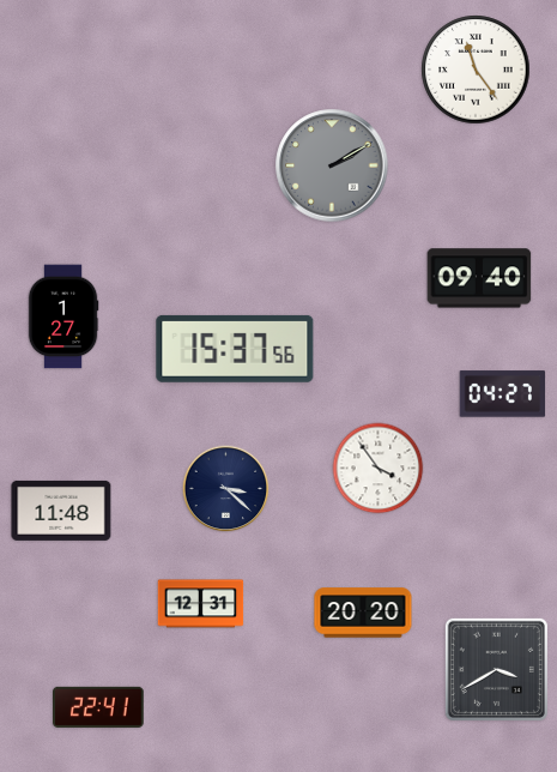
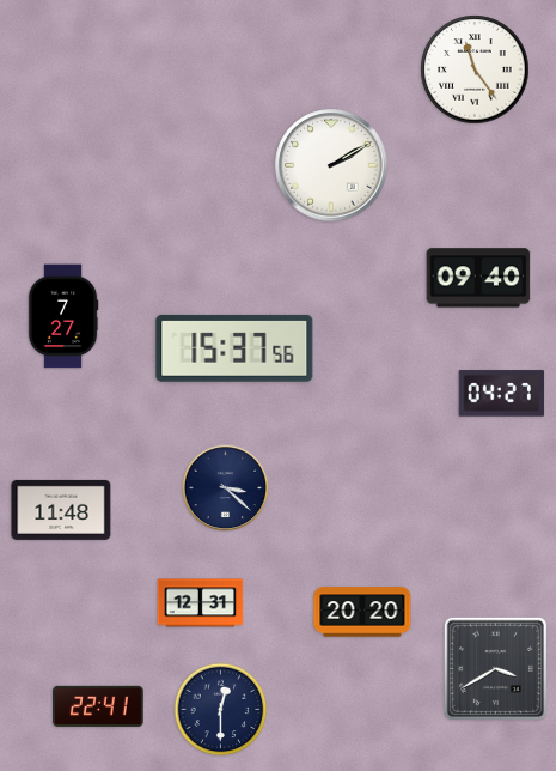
clock at (332, 165) dial: grey -> white
clock at (63, 316): 1:27 -> 7:27
clock at (379, 469): 3:54 -> none
clock at (221, 710): none -> 12:30
